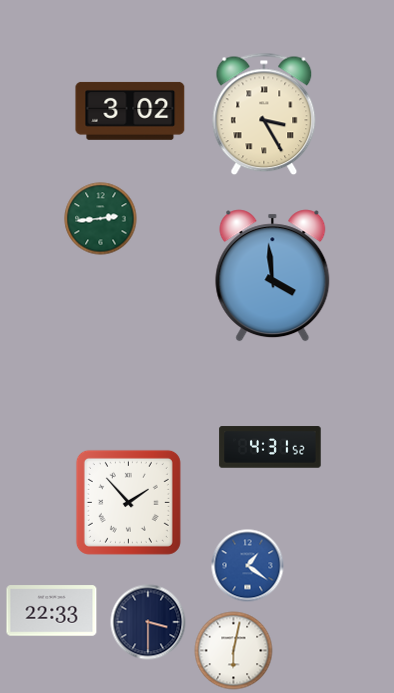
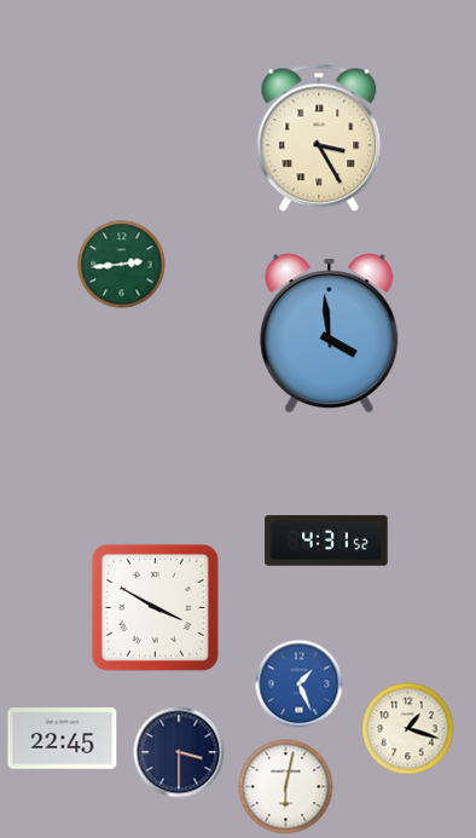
clock at (130, 111): 3:02 -> none
clock at (128, 502): 1:53 -> 3:50
clock at (248, 566): 1:21 -> 1:26
clock at (408, 729): none -> 1:18
clock at (52, 611): 22:33 -> 22:45
clock at (234, 651) position: (234, 651) -> (286, 787)
